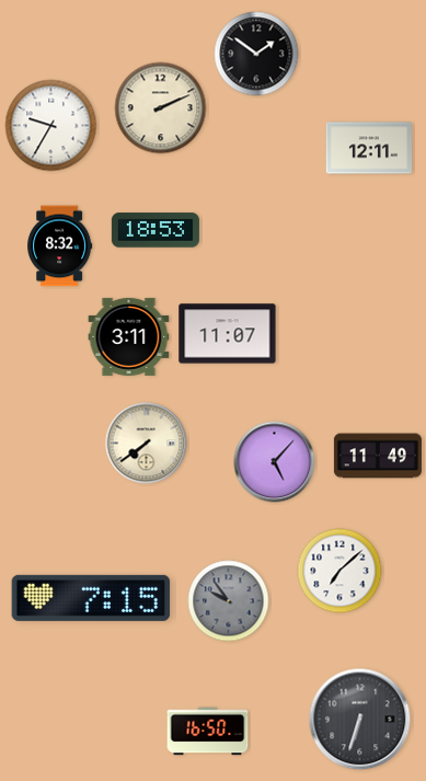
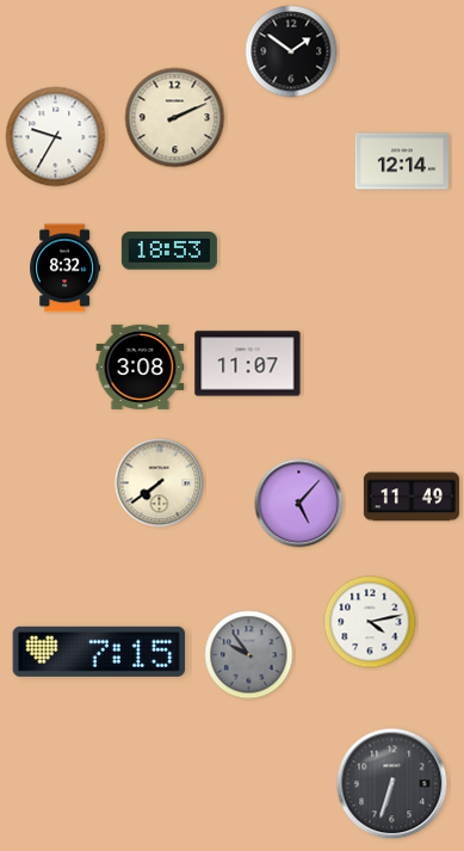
clock at (256, 54) position: (256, 54) -> (291, 51)
clock at (368, 148): 12:11 -> 12:14
clock at (129, 336): 3:11 -> 3:08
clock at (339, 571): 7:08 -> 4:13
clock at (208, 732): 16:50 -> none
